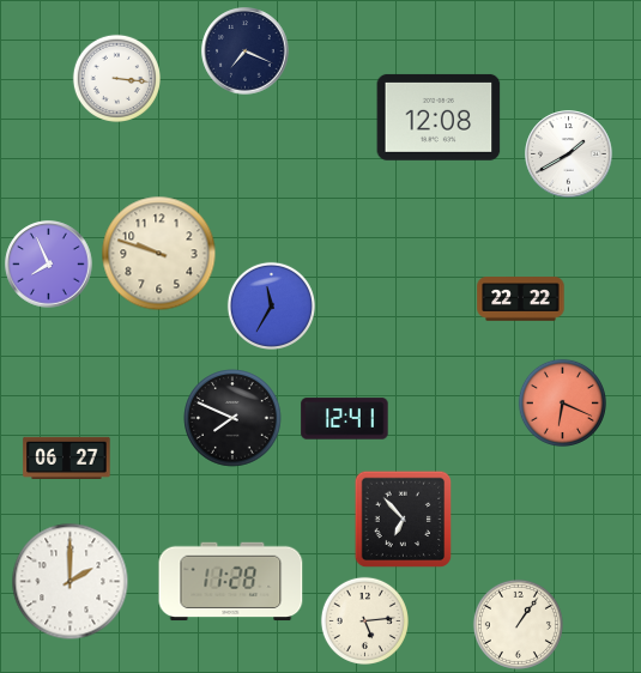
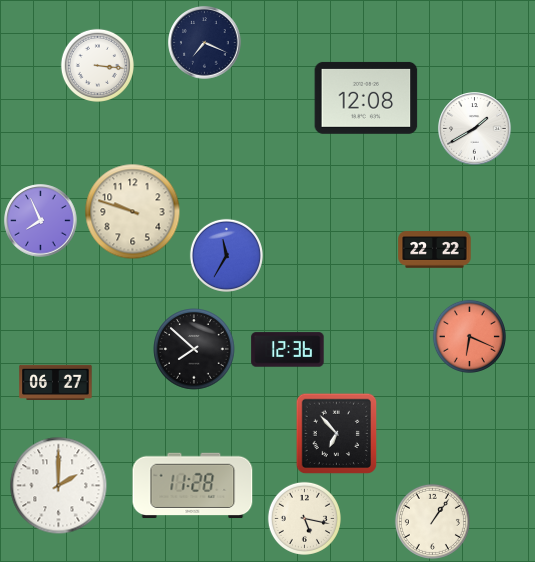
clock at (232, 418): 7:49 -> 7:52
clock at (345, 419): 12:41 -> 12:36
clock at (364, 620): 5:14 -> 5:17
